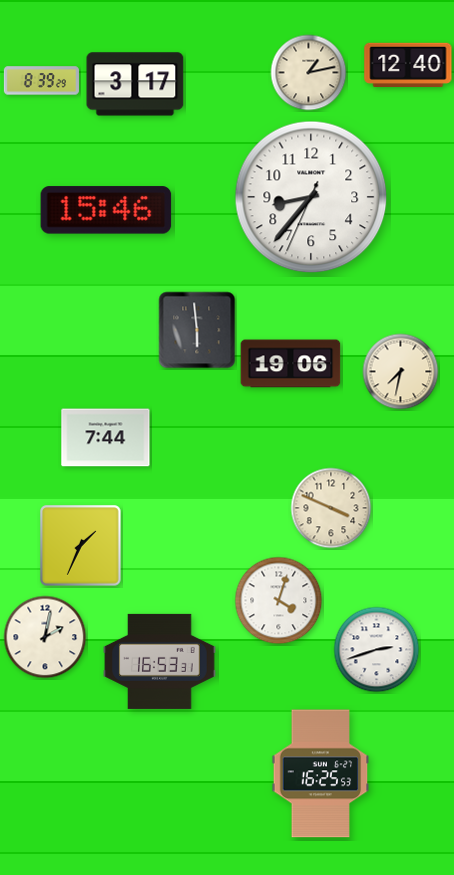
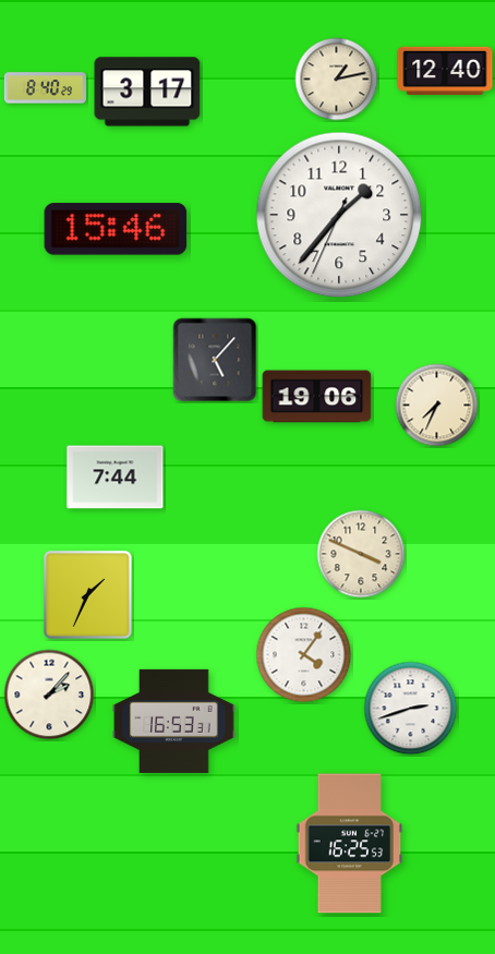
clock at (41, 81): 8:39 -> 8:40
clock at (311, 197): 8:36 -> 1:36
clock at (197, 330): 5:59 -> 5:07
clock at (401, 372): 7:32 -> 7:34
clock at (279, 601): 4:03 -> 4:06
clock at (45, 637): 2:02 -> 2:07
